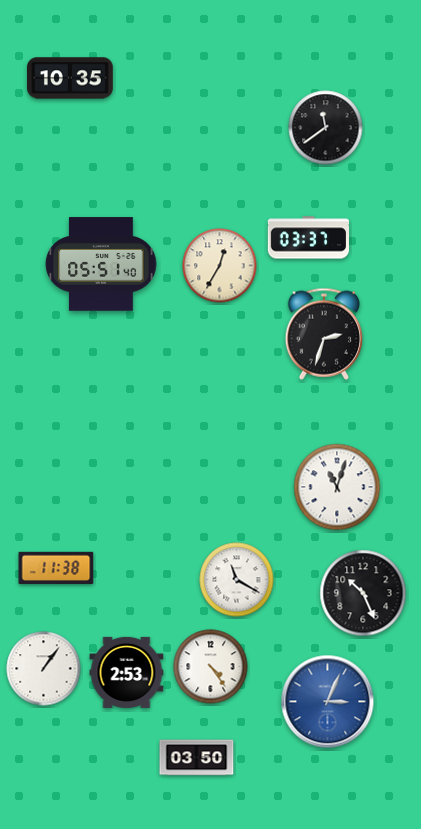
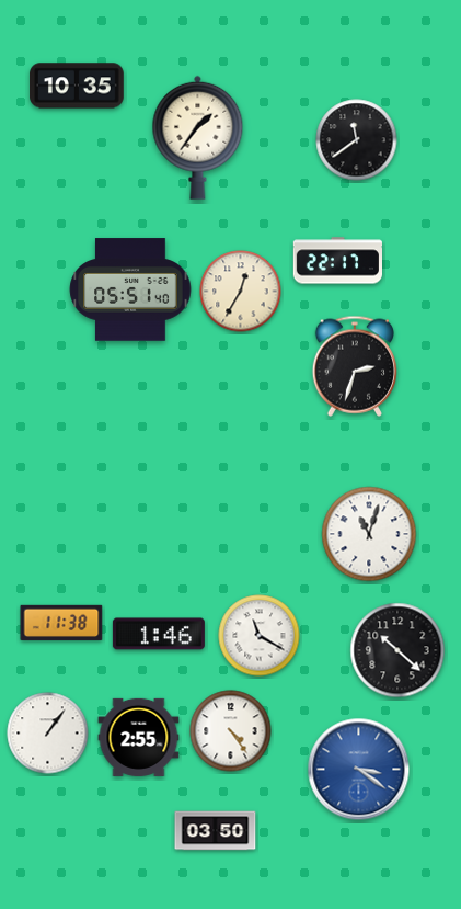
clock at (198, 137): none -> 1:36
clock at (308, 238): 03:37 -> 22:17
clock at (101, 264) position: (101, 264) -> (130, 289)
clock at (159, 634): none -> 1:46
clock at (363, 593): 10:26 -> 10:22
clock at (127, 672): 2:53 -> 2:55
clock at (328, 702): 3:04 -> 3:21
